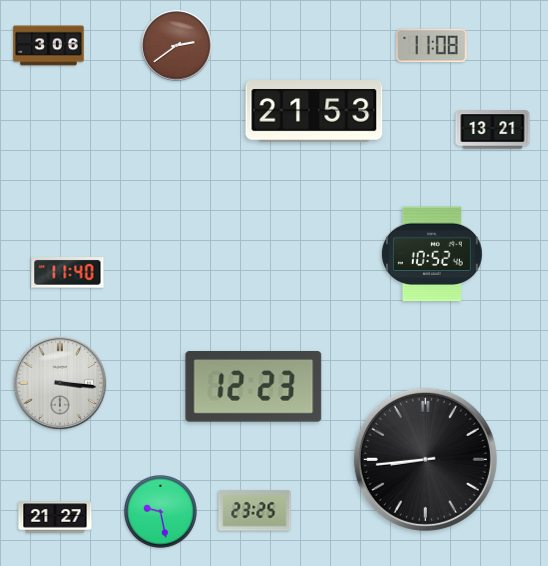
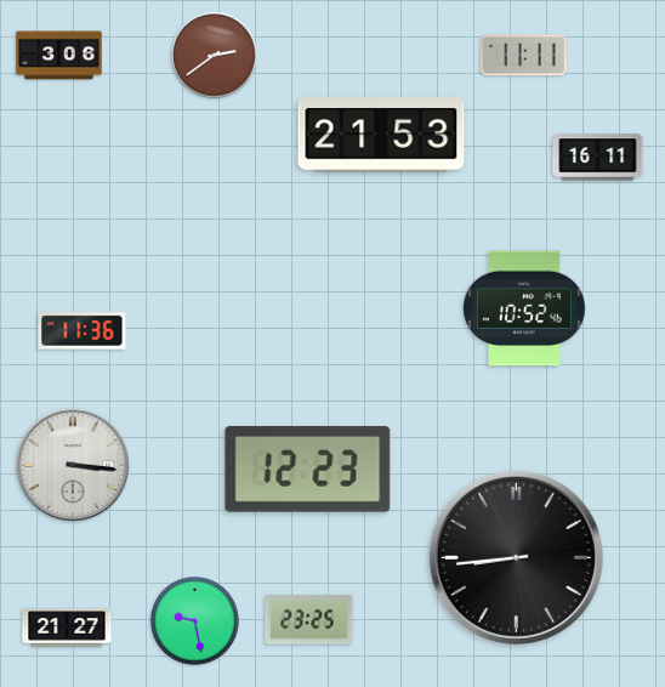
clock at (432, 46): 11:08 -> 11:11
clock at (493, 130): 13:21 -> 16:11
clock at (68, 273): 11:40 -> 11:36
